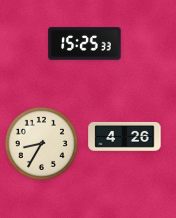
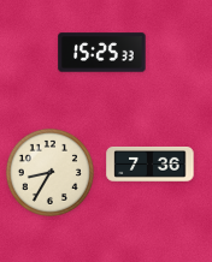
clock at (125, 136): 4:26 -> 7:36
